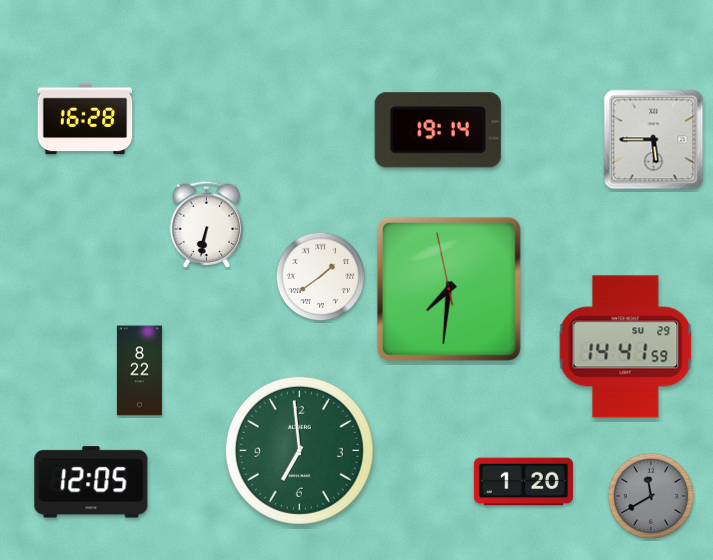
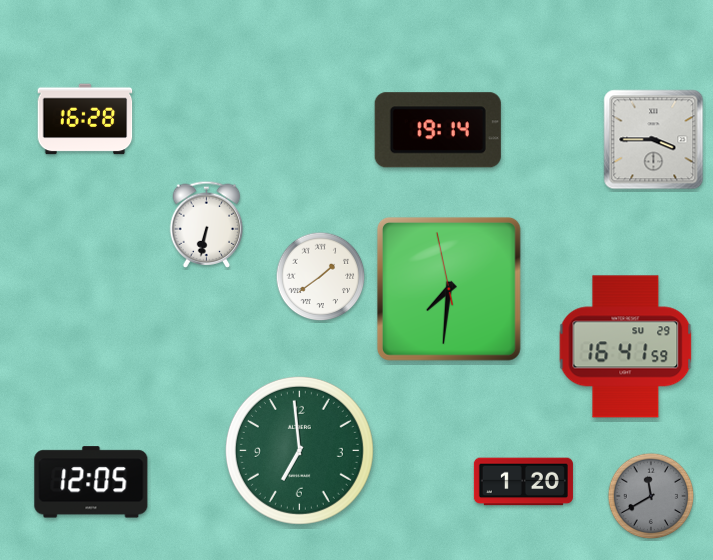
clock at (654, 140): 5:45 -> 3:45
clock at (626, 347): 14:41 -> 16:41
clock at (139, 371): 8:22 -> none
